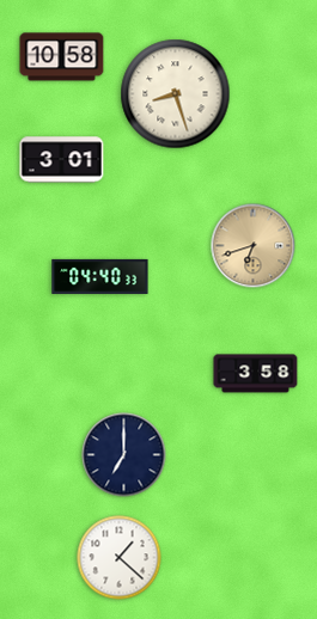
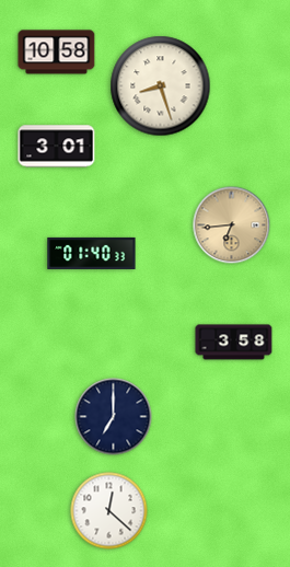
clock at (254, 246): 6:42 -> 6:44
clock at (100, 276): 04:40 -> 01:40
clock at (120, 558): 1:22 -> 12:22
